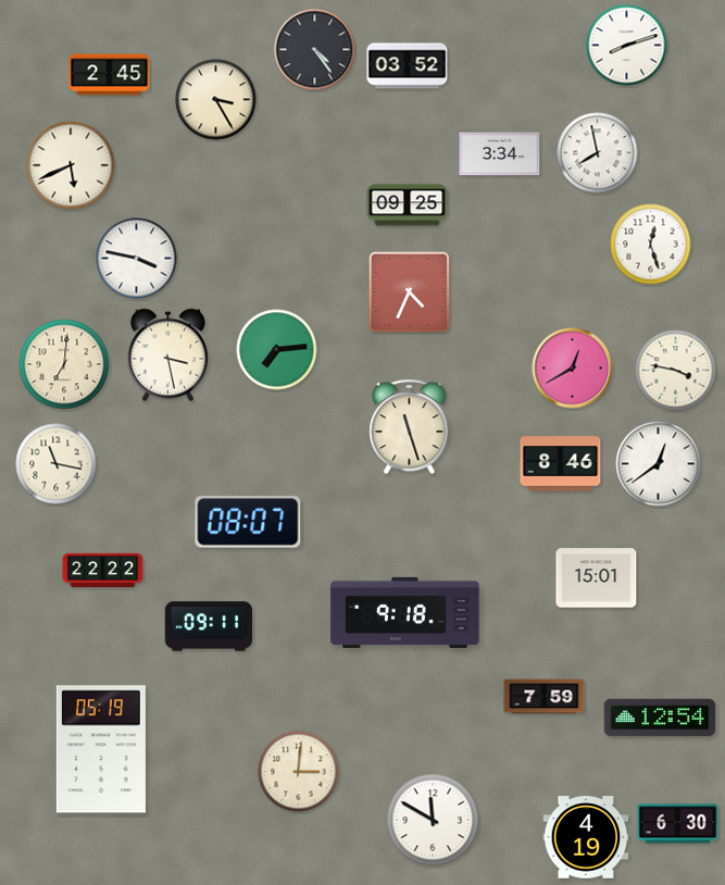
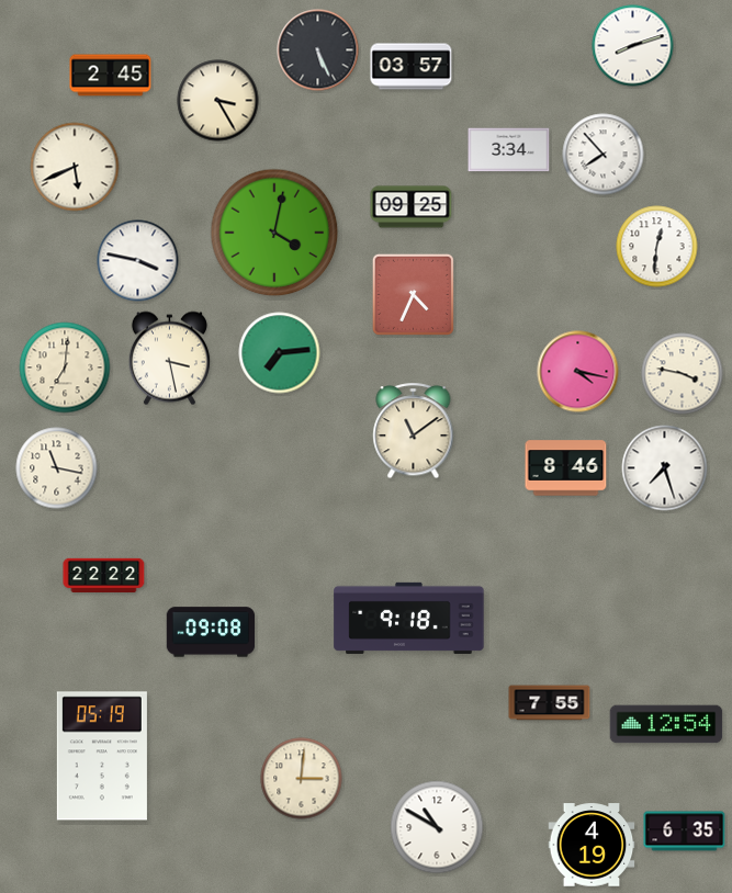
clock at (315, 50): 4:24 -> 5:26
clock at (408, 66): 03:52 -> 03:57
clock at (598, 153): 7:58 -> 7:53
clock at (500, 154) position: (500, 154) -> (509, 150)
clock at (71, 165) position: (71, 165) -> (75, 167)
clock at (274, 233): none -> 4:02
clock at (651, 245): 12:27 -> 12:31
clock at (573, 369): 12:40 -> 4:17
clock at (410, 427): 11:27 -> 11:09
clock at (659, 464): 12:39 -> 7:27
clock at (248, 522): 08:07 -> none
clock at (597, 578): 15:01 -> none
clock at (209, 626): 09:11 -> 09:08
clock at (545, 697): 7:59 -> 7:55
clock at (433, 820): 11:50 -> 10:50
clock at (678, 824): 6:30 -> 6:35
